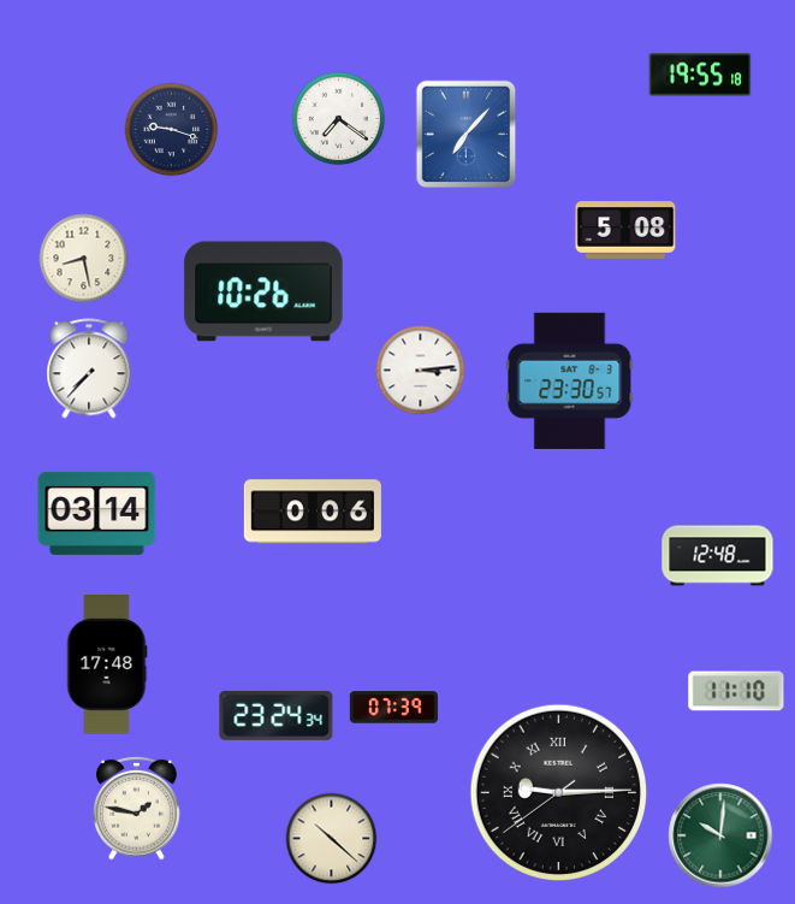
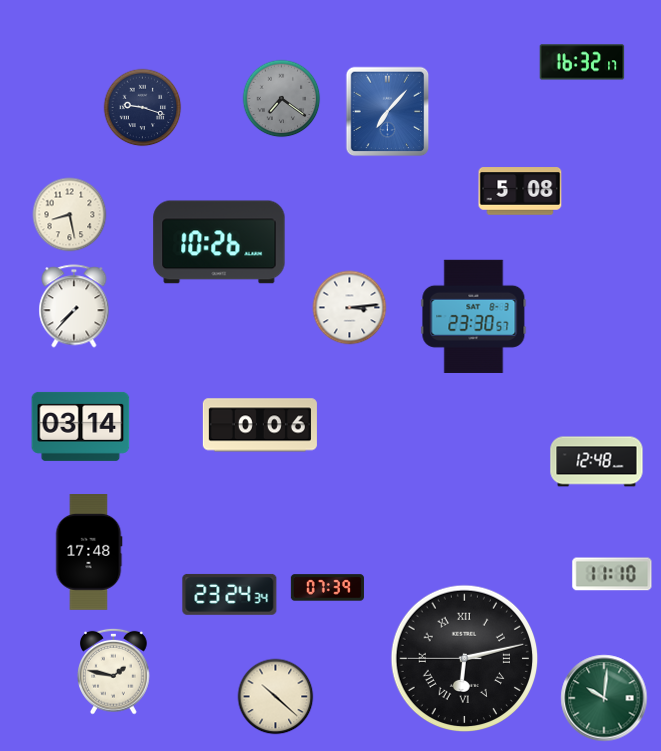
clock at (700, 75): 19:55 -> 16:32
clock at (339, 119) dial: white -> grey
clock at (559, 793): 9:14 -> 6:12
clock at (720, 835) position: (720, 835) -> (604, 698)
